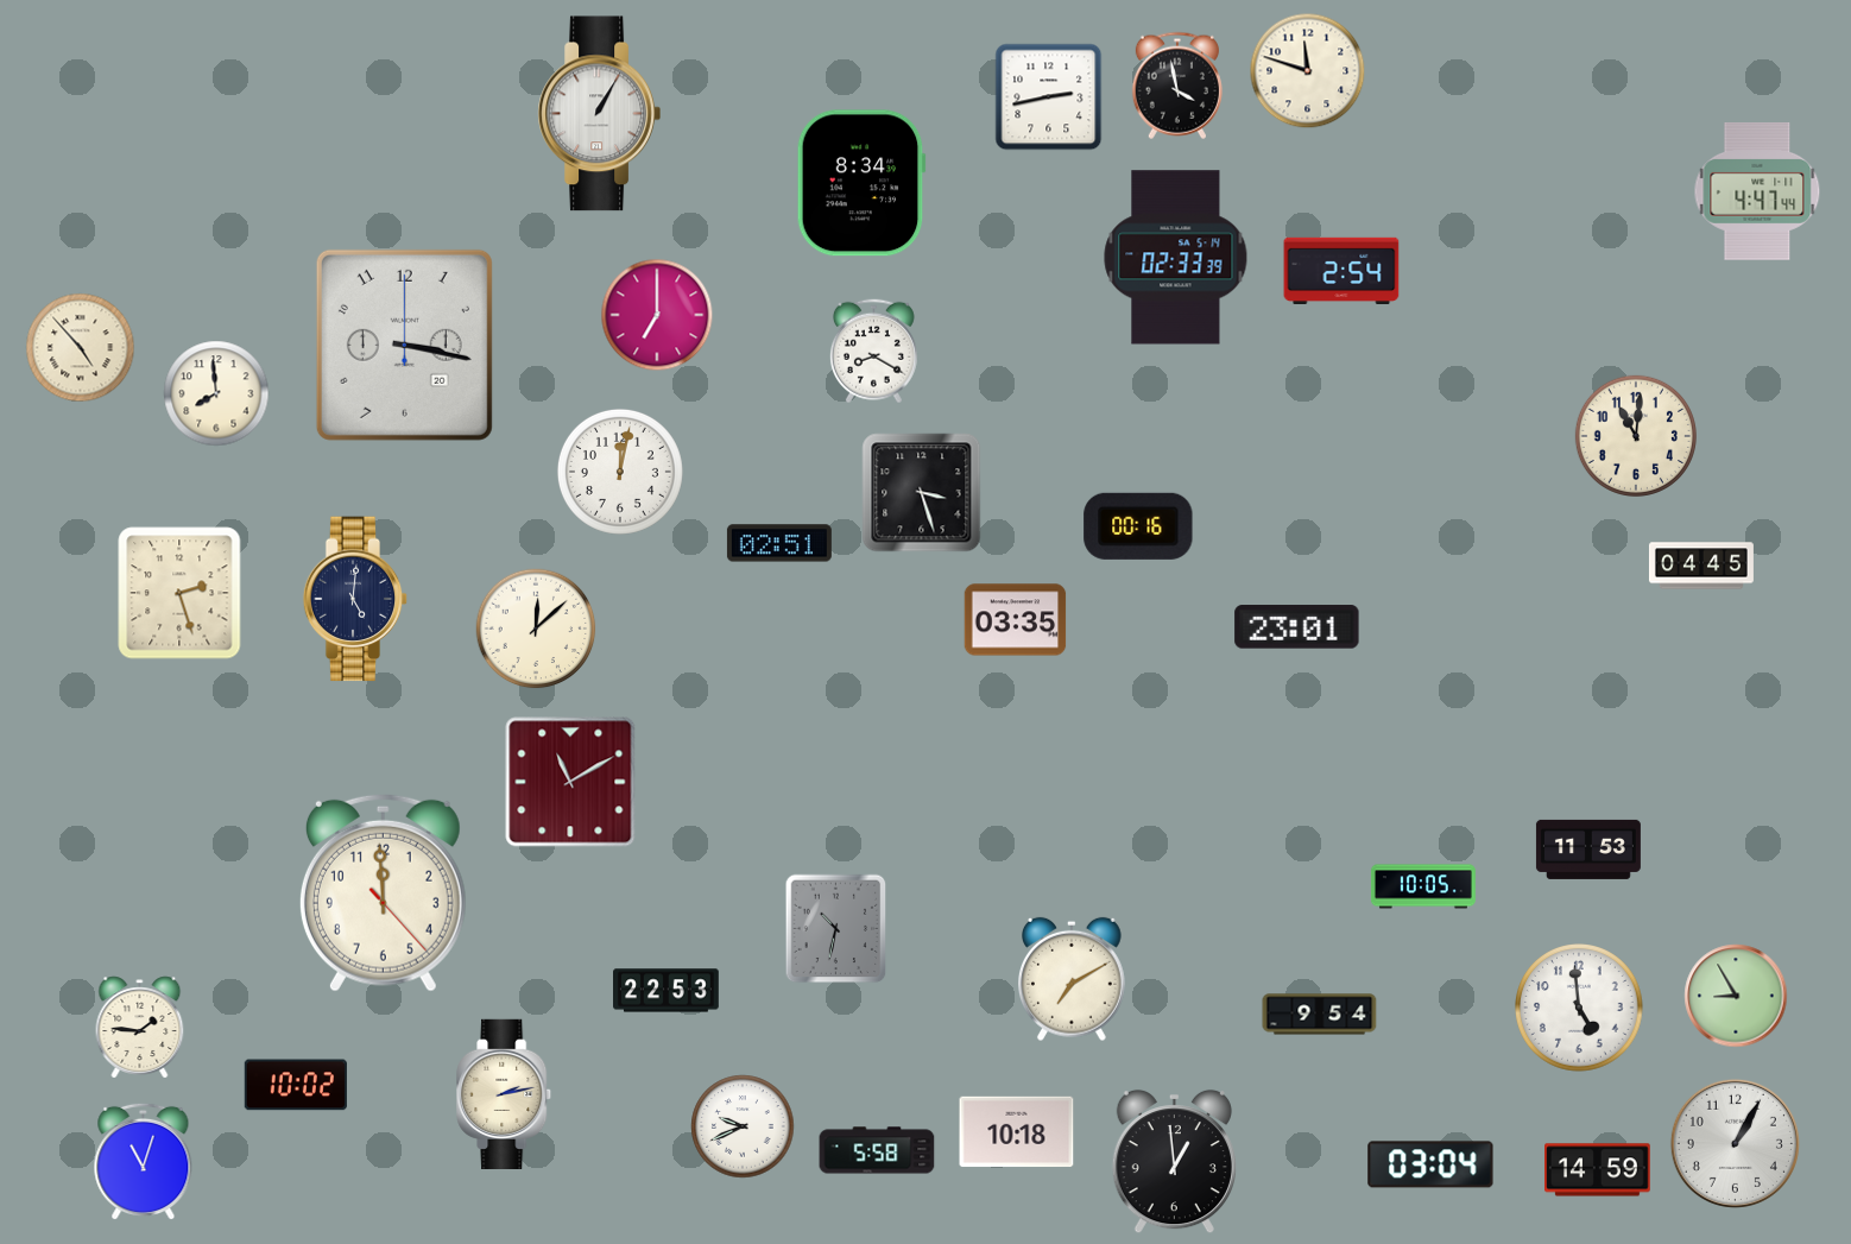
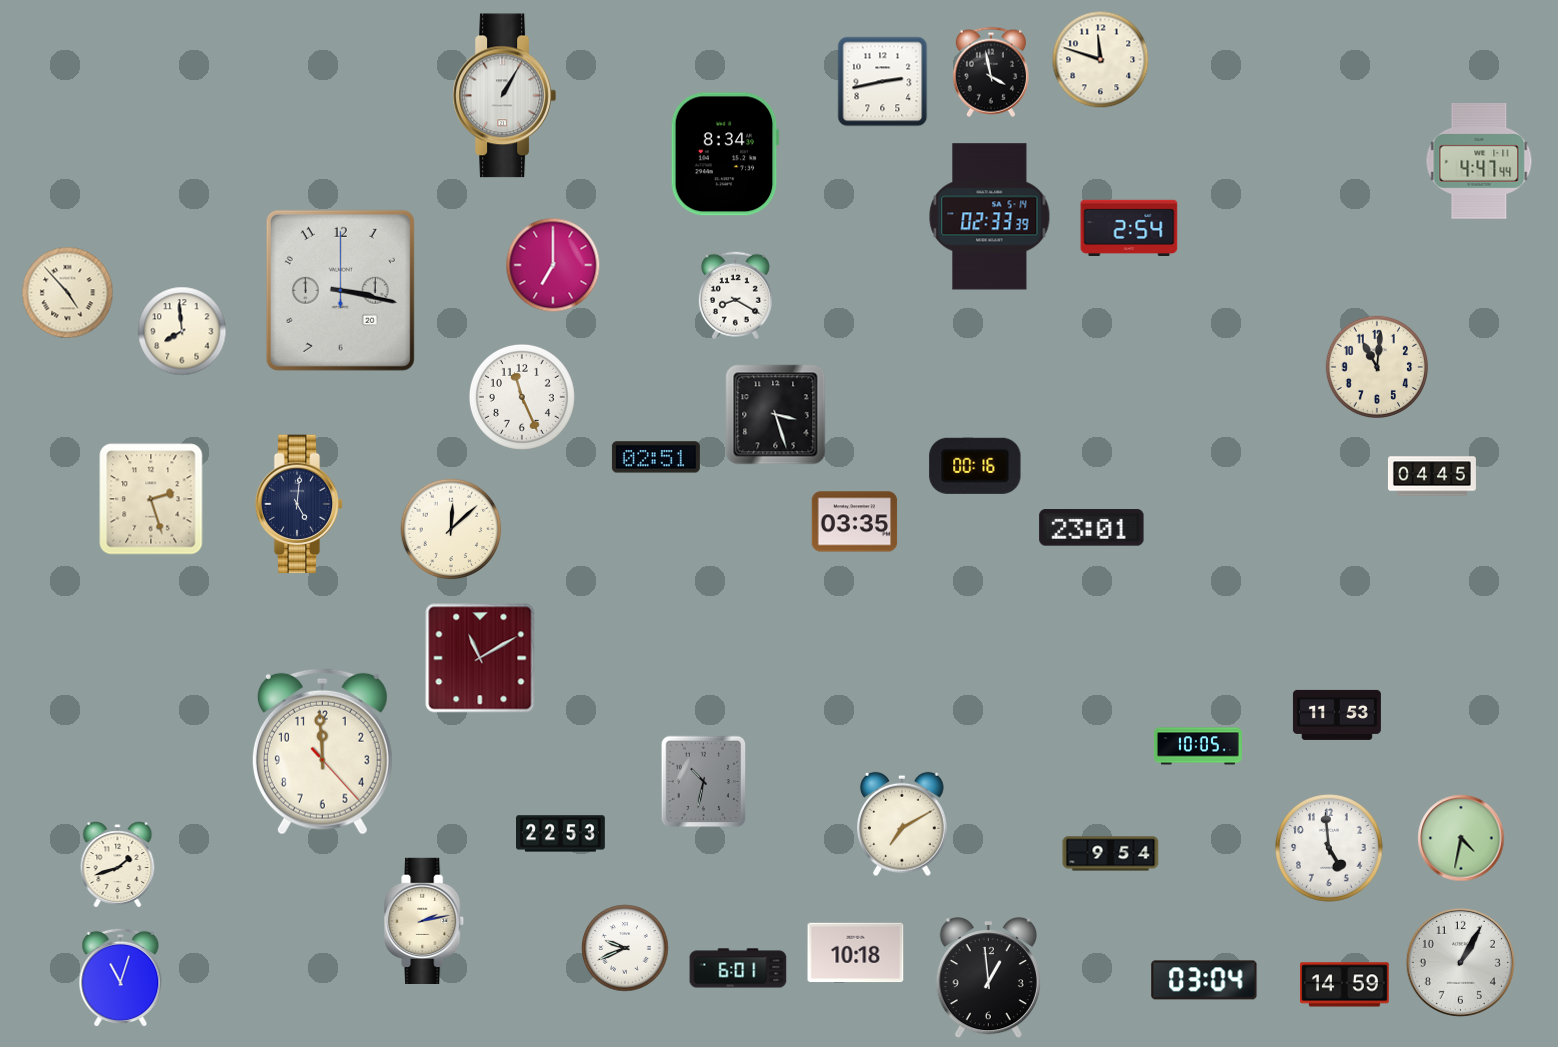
clock at (620, 472): 12:02 -> 11:26
clock at (1138, 526) position: (1138, 526) -> (975, 466)
clock at (1736, 996): 8:55 -> 4:32
clock at (140, 1028): 1:46 -> 1:42
clock at (296, 1085): 10:02 -> none
clock at (877, 1150): 5:58 -> 6:01
